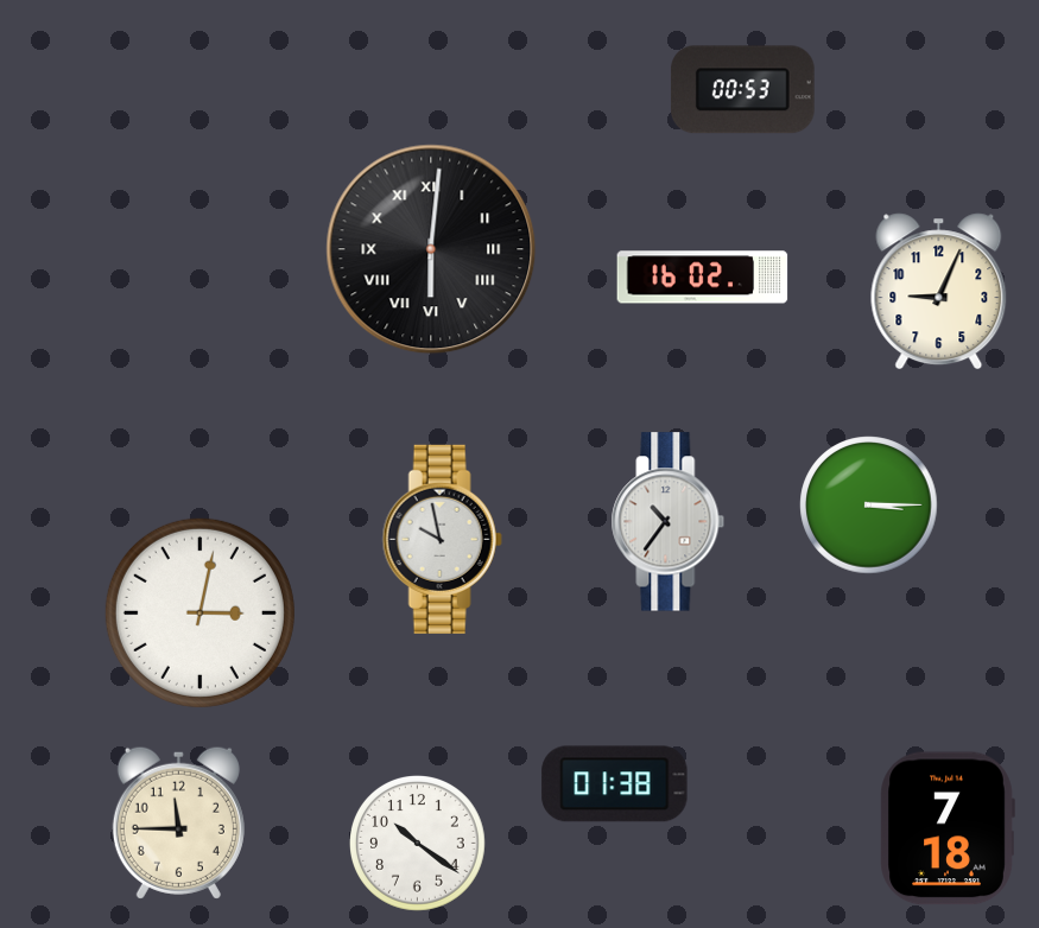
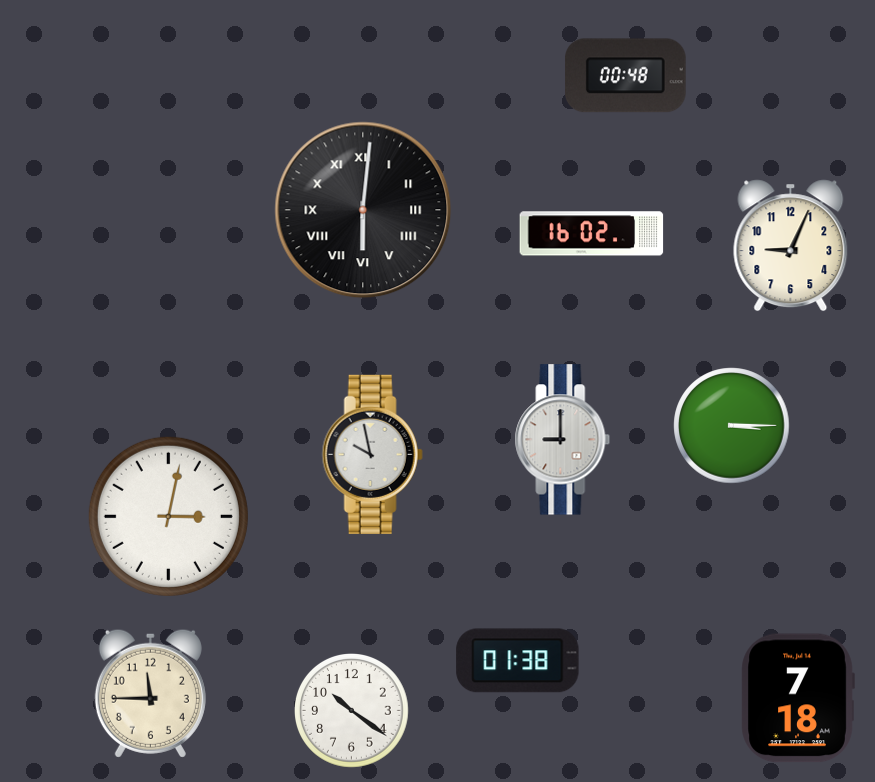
clock at (742, 90): 00:53 -> 00:48
clock at (669, 522): 10:36 -> 9:00
